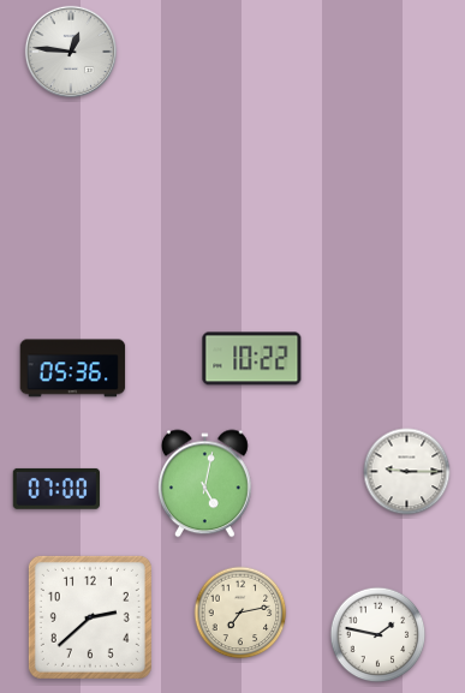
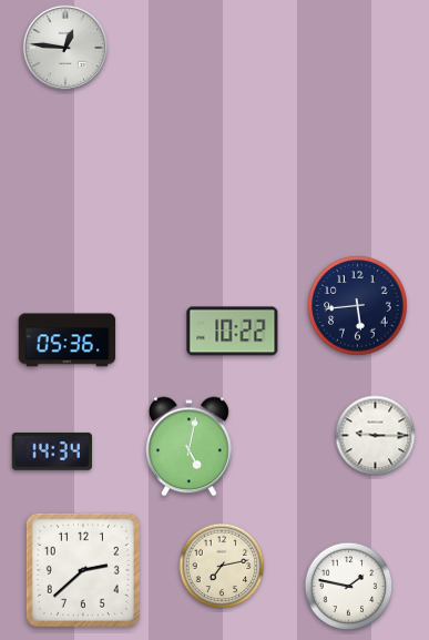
clock at (358, 306): none -> 5:44
clock at (56, 489): 07:00 -> 14:34
